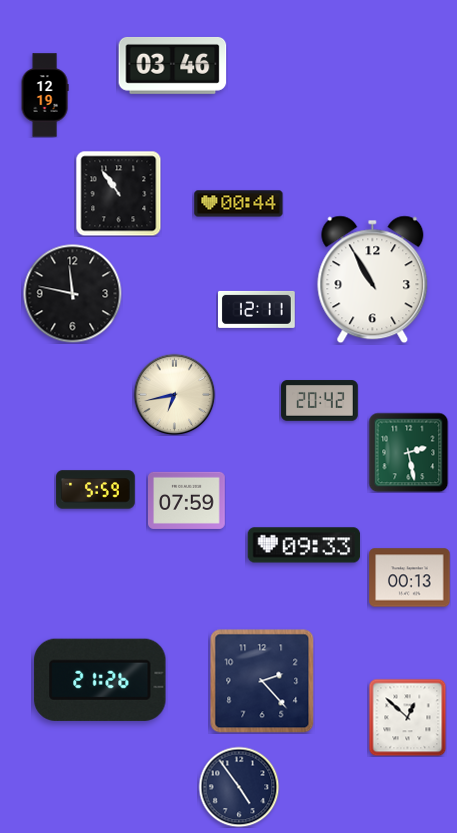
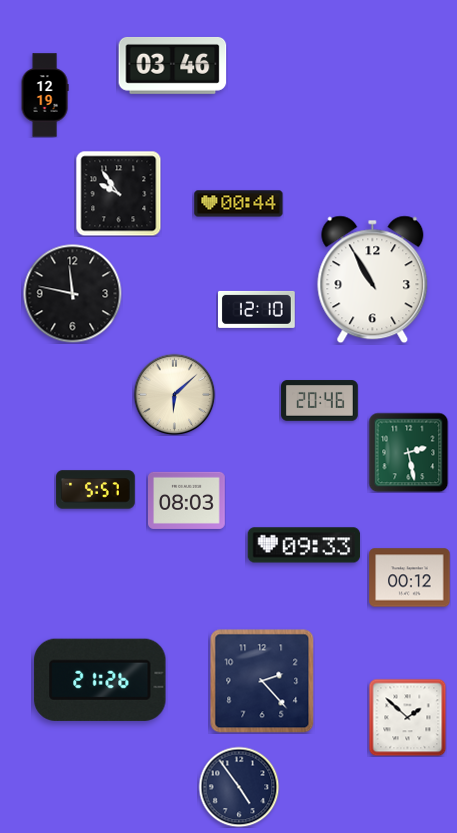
clock at (118, 193): 10:54 -> 9:54
clock at (257, 309): 12:11 -> 12:10
clock at (174, 394): 6:43 -> 6:08
clock at (320, 401): 20:42 -> 20:46
clock at (96, 490): 5:59 -> 5:57
clock at (187, 500): 07:59 -> 08:03
clock at (410, 578): 00:13 -> 00:12
clock at (407, 717): 12:52 -> 1:52
